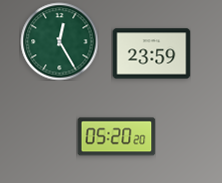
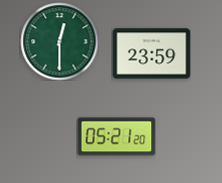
clock at (59, 41): 12:25 -> 12:30
clock at (116, 137): 05:20 -> 05:21
